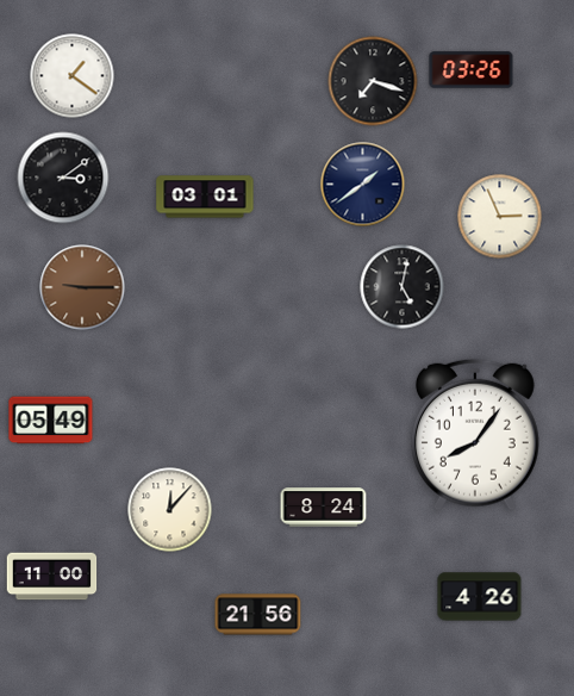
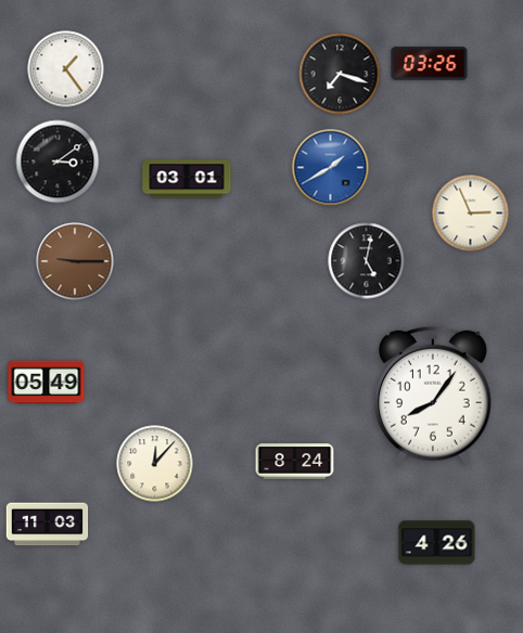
clock at (73, 76): 1:21 -> 1:24
clock at (363, 185): 1:39 -> 1:40
clock at (363, 185) dial: navy -> blue
clock at (500, 217) position: (500, 217) -> (471, 214)
clock at (52, 577): 11:00 -> 11:03
clock at (258, 615): 21:56 -> none
